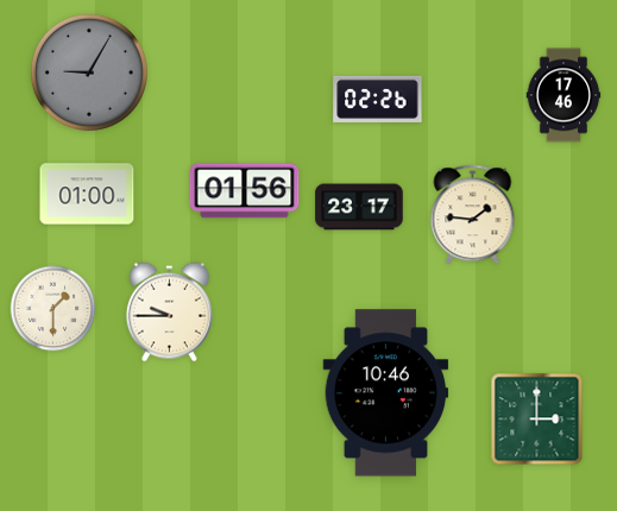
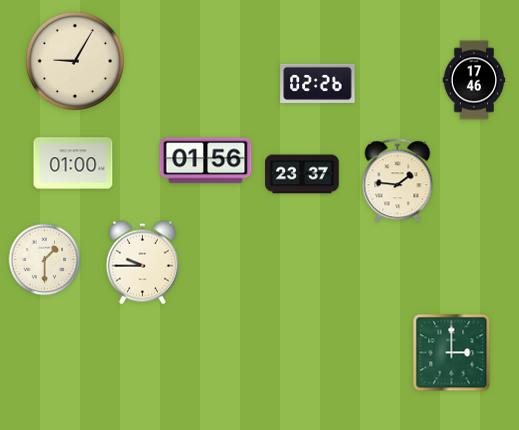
clock at (89, 72) dial: grey -> cream
clock at (359, 207): 23:17 -> 23:37
clock at (386, 393): 10:46 -> none
